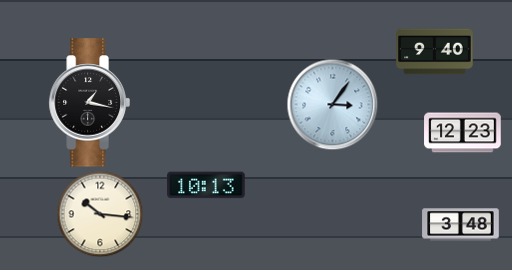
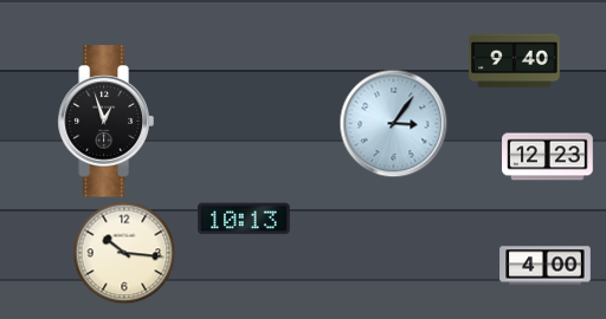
clock at (89, 103): 1:17 -> 12:57
clock at (100, 214) position: (100, 214) -> (124, 253)
clock at (461, 225): 3:48 -> 4:00
